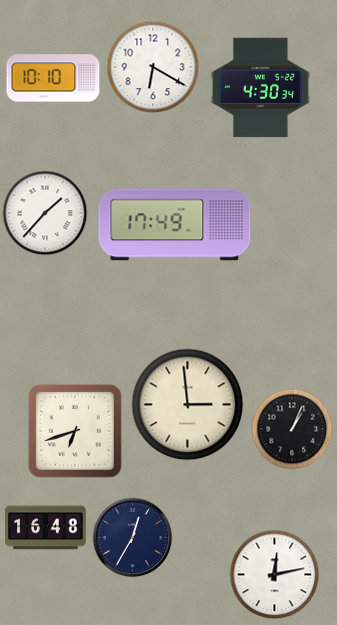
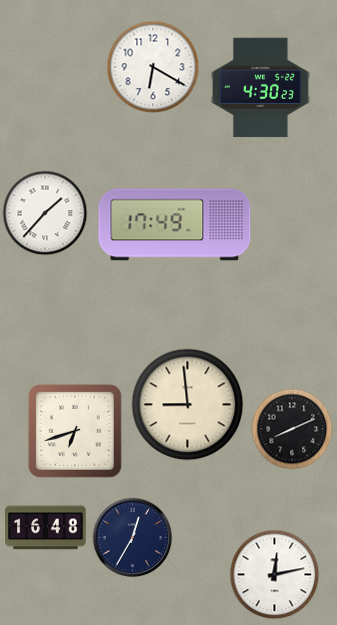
clock at (53, 78): 10:10 -> none
clock at (260, 88): 4:30:34 -> 4:30:23
clock at (188, 405): 2:59 -> 8:59
clock at (292, 429): 1:04 -> 8:11
